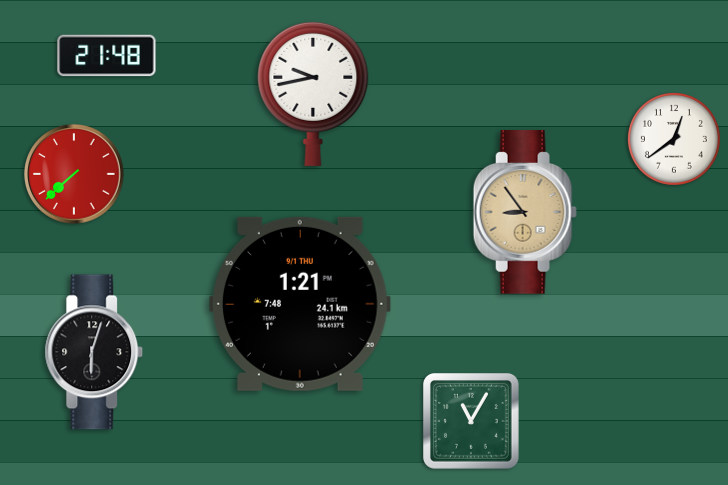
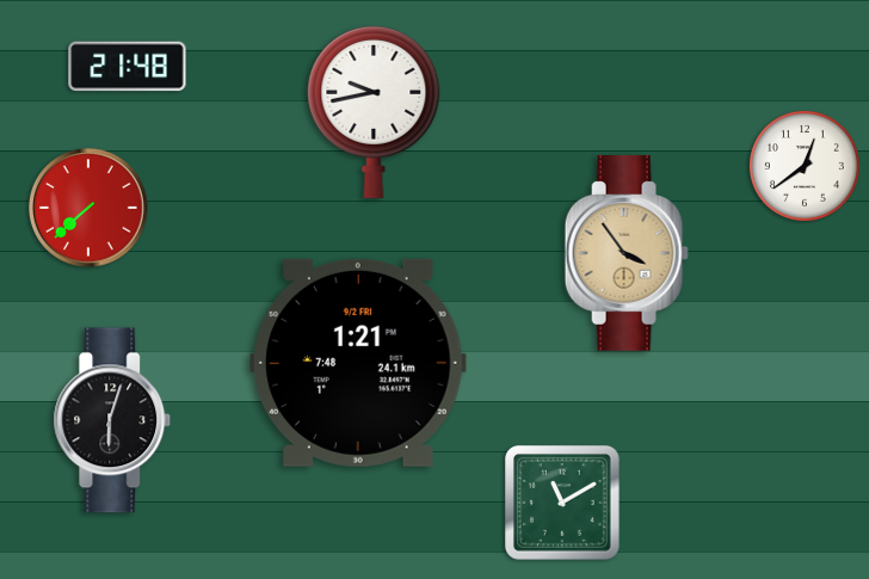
clock at (525, 213): 8:54 -> 3:54
clock at (300, 304) date: 9/1 THU -> 9/2 FRI
clock at (472, 422): 11:05 -> 11:10
